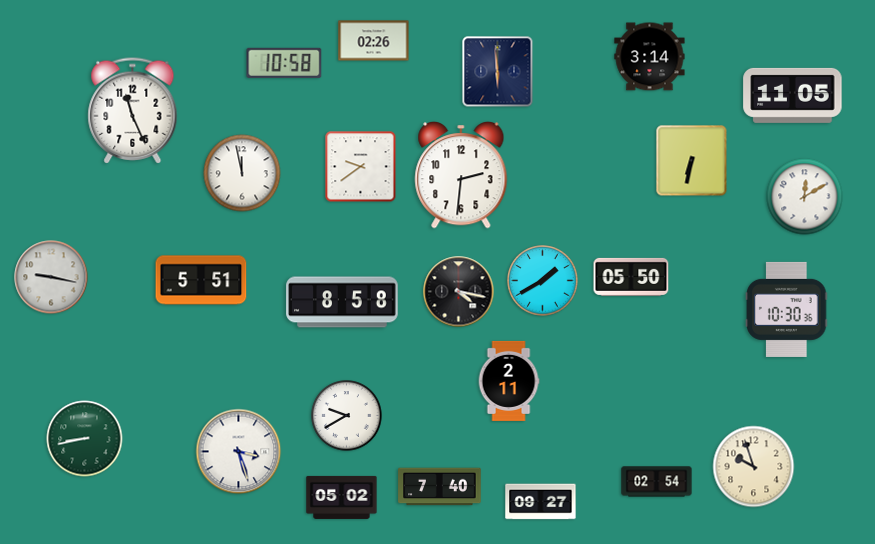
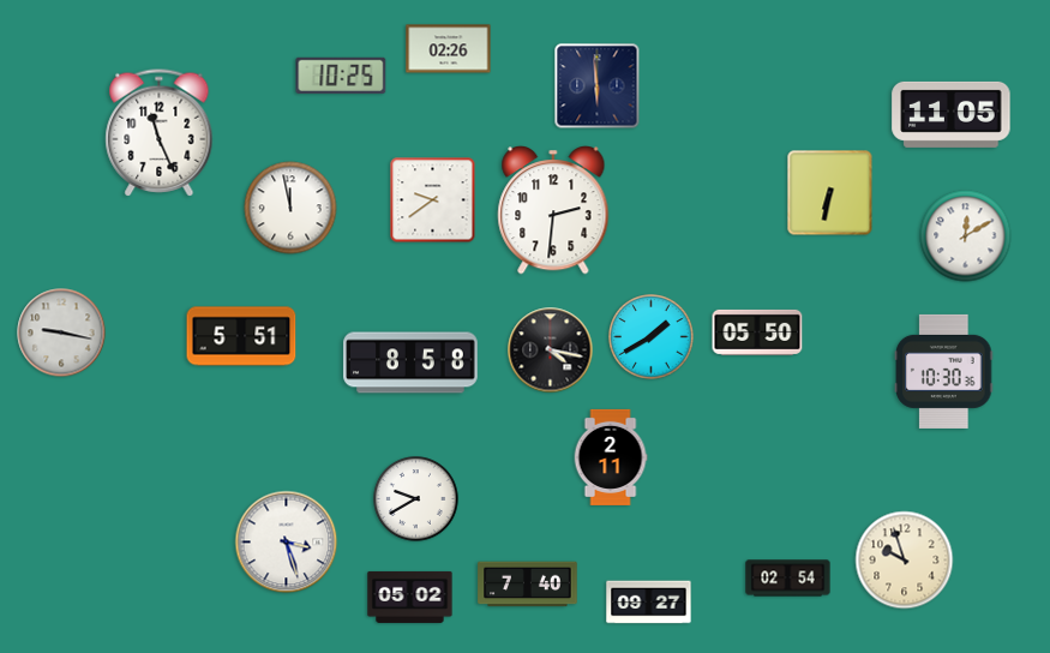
clock at (650, 57): 3:14 -> none
clock at (284, 63): 10:58 -> 10:25
clock at (85, 439): 8:43 -> none
